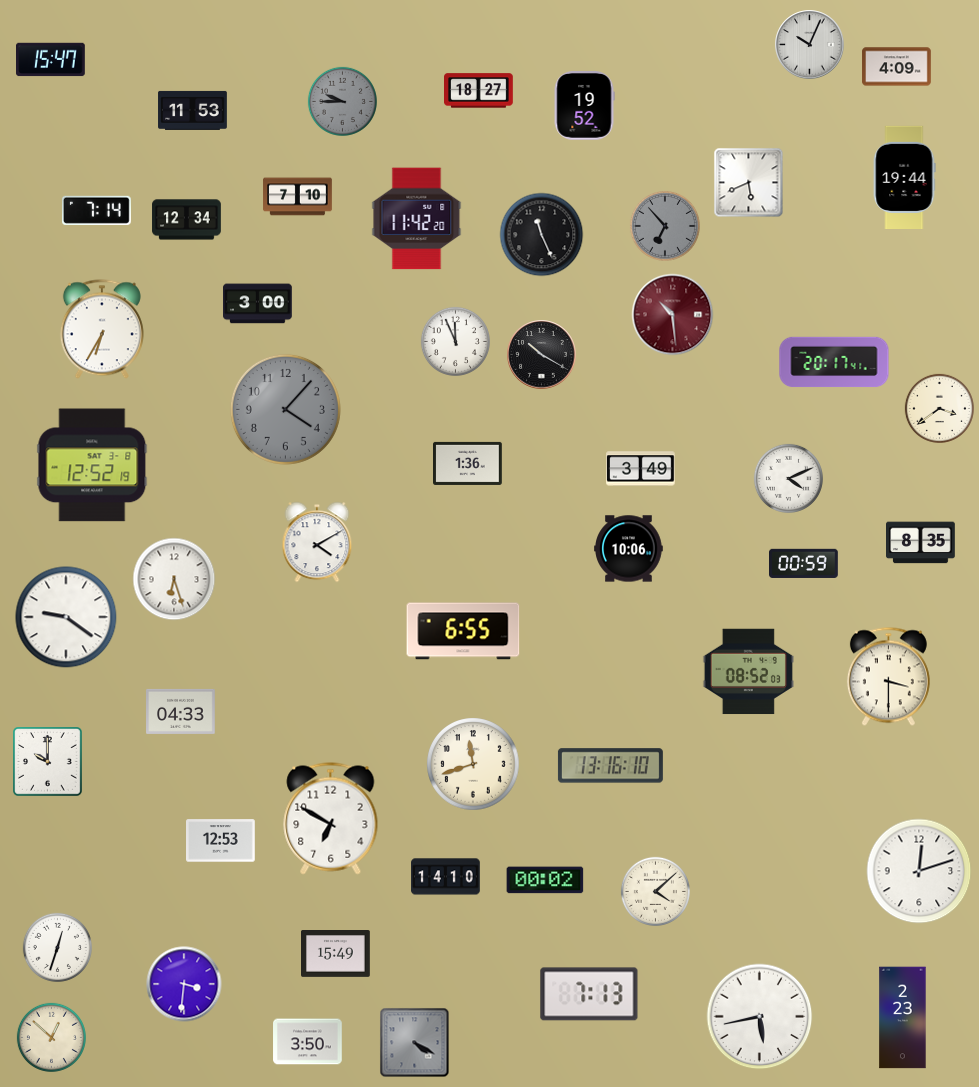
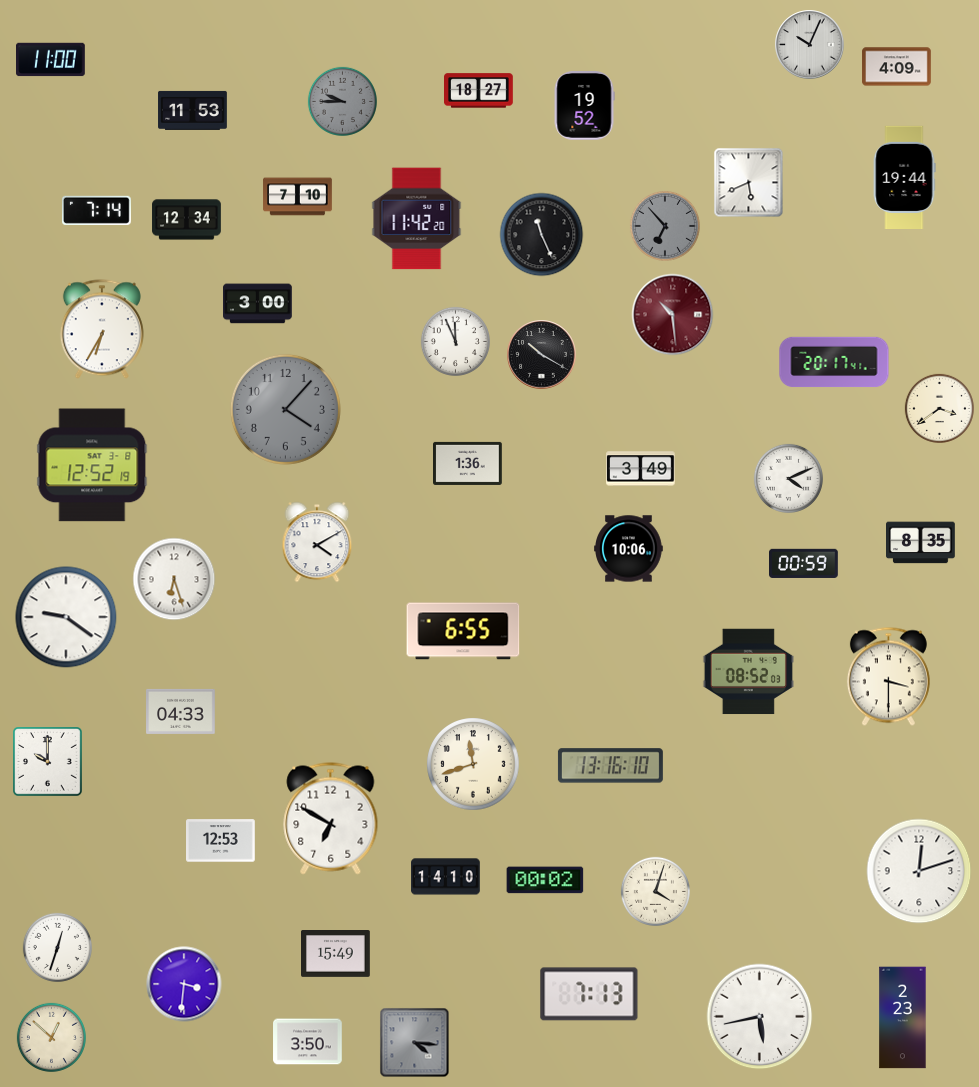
clock at (51, 60): 15:47 -> 11:00
clock at (655, 891): 4:08 -> 4:03
clock at (415, 1043): 4:20 -> 4:16
